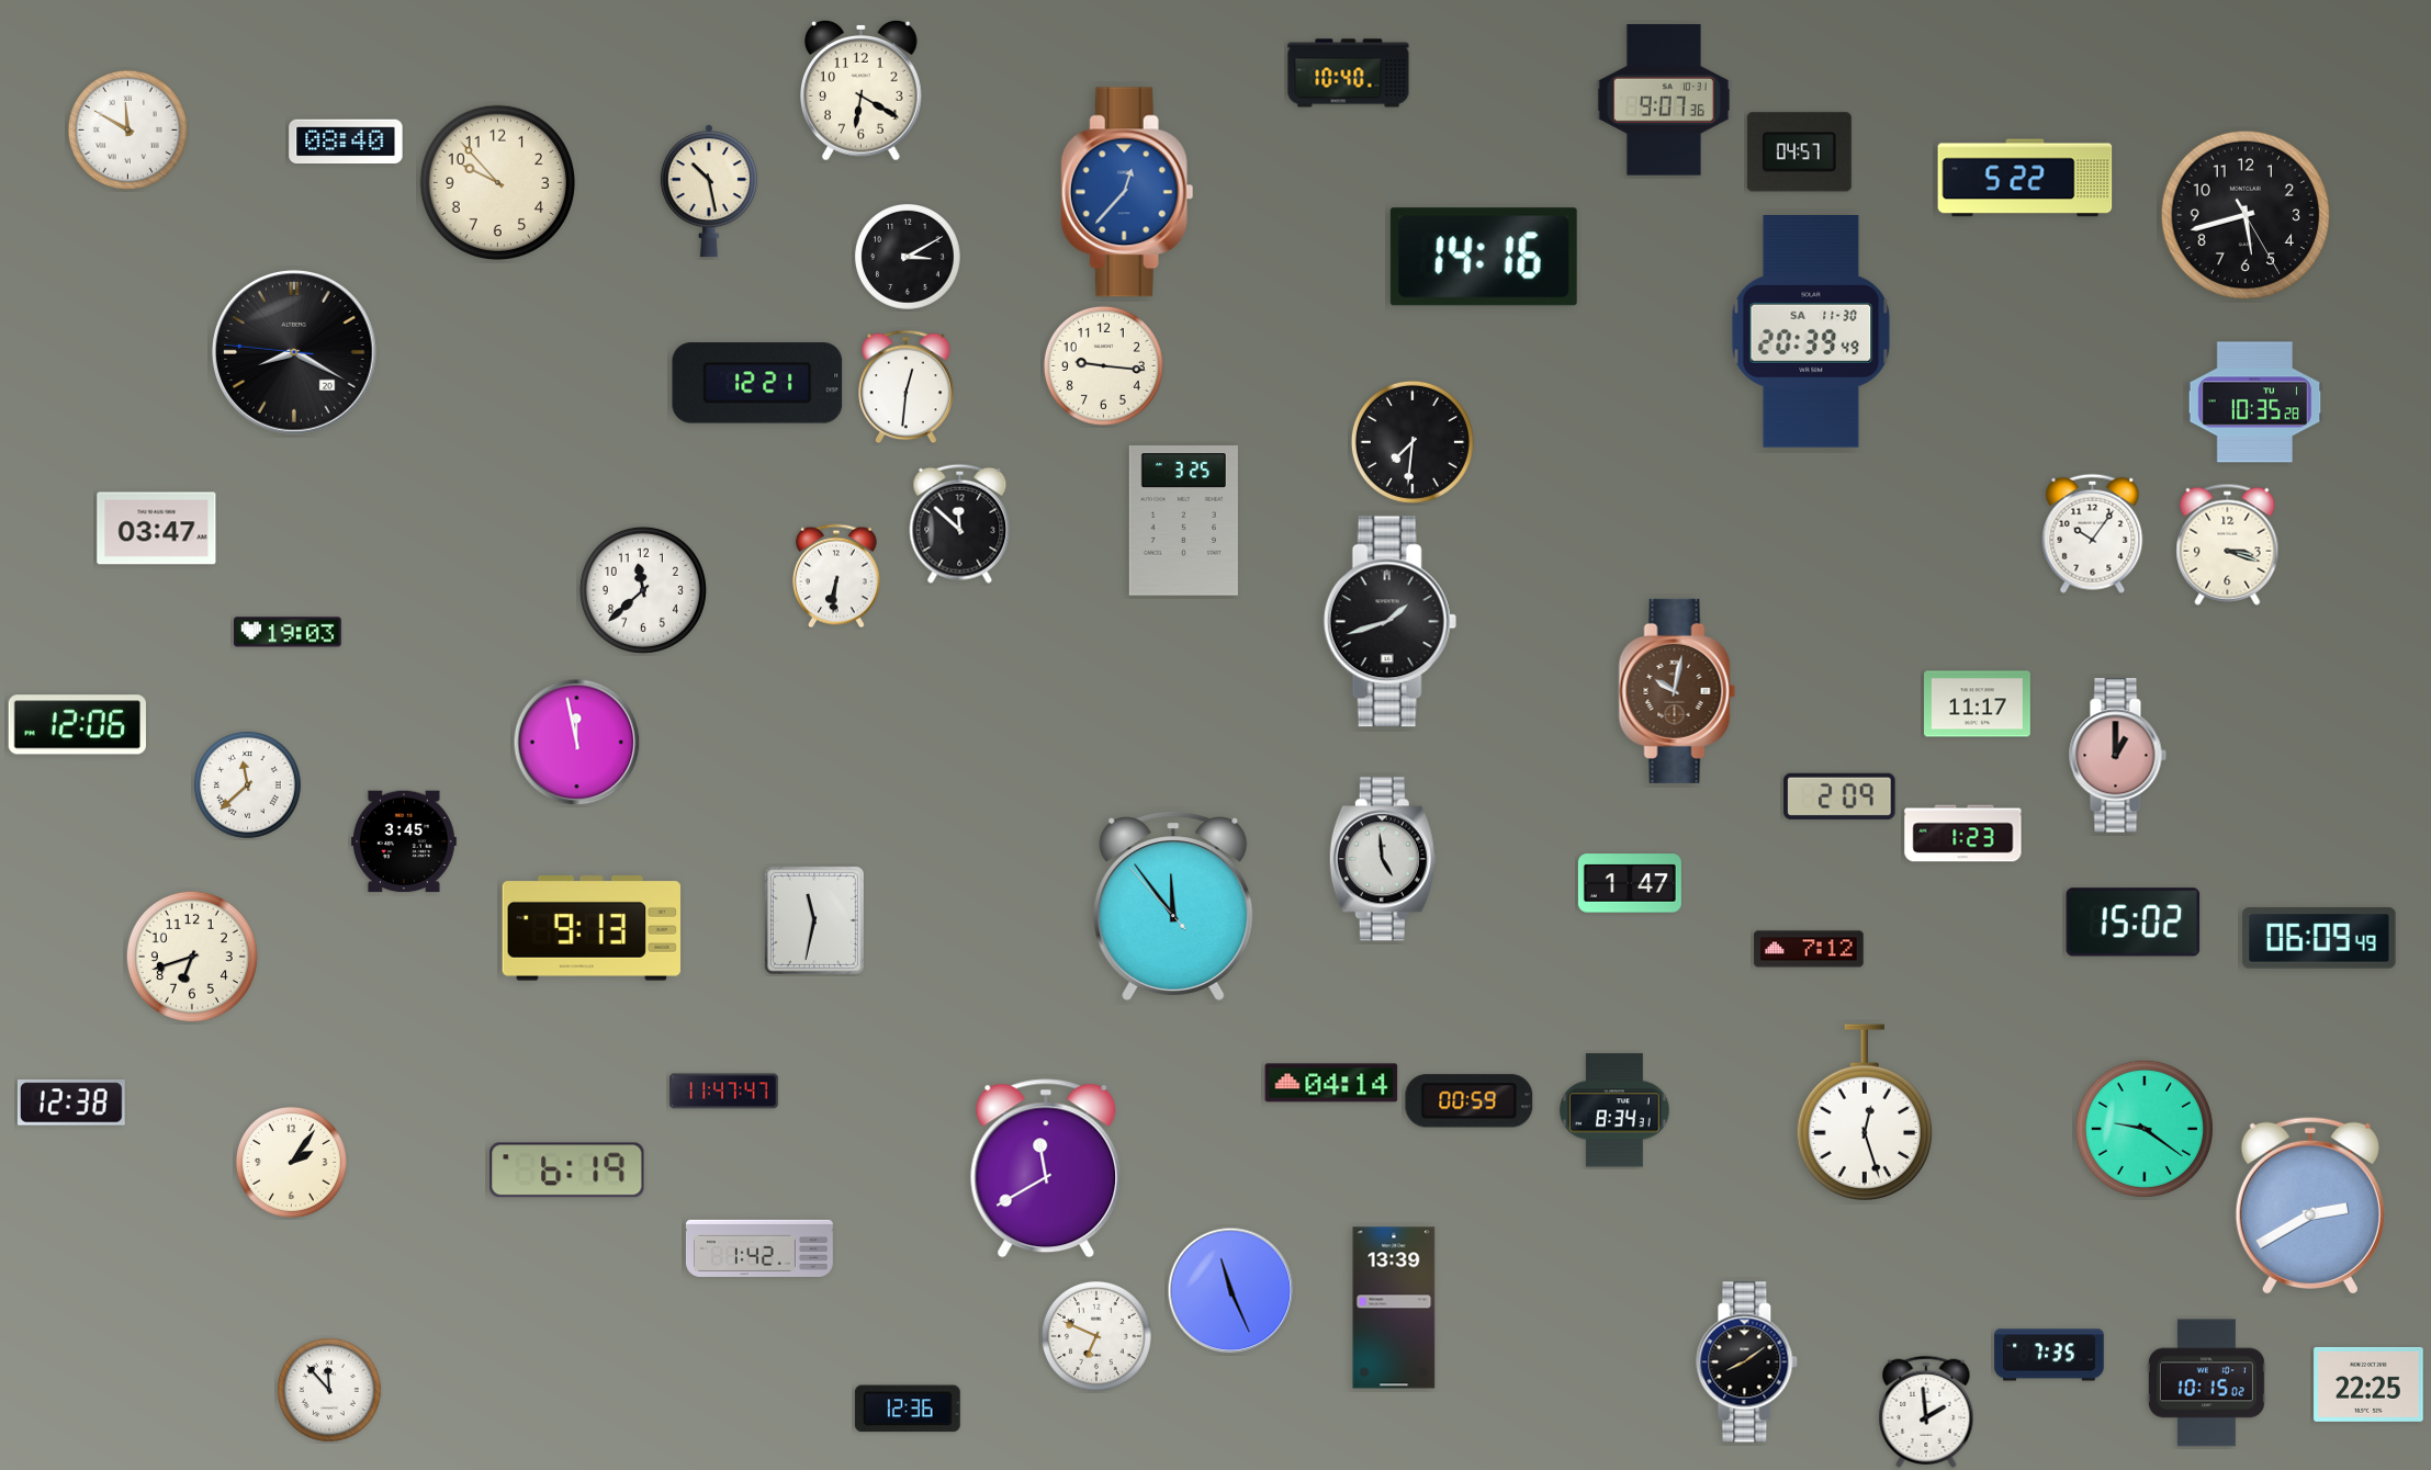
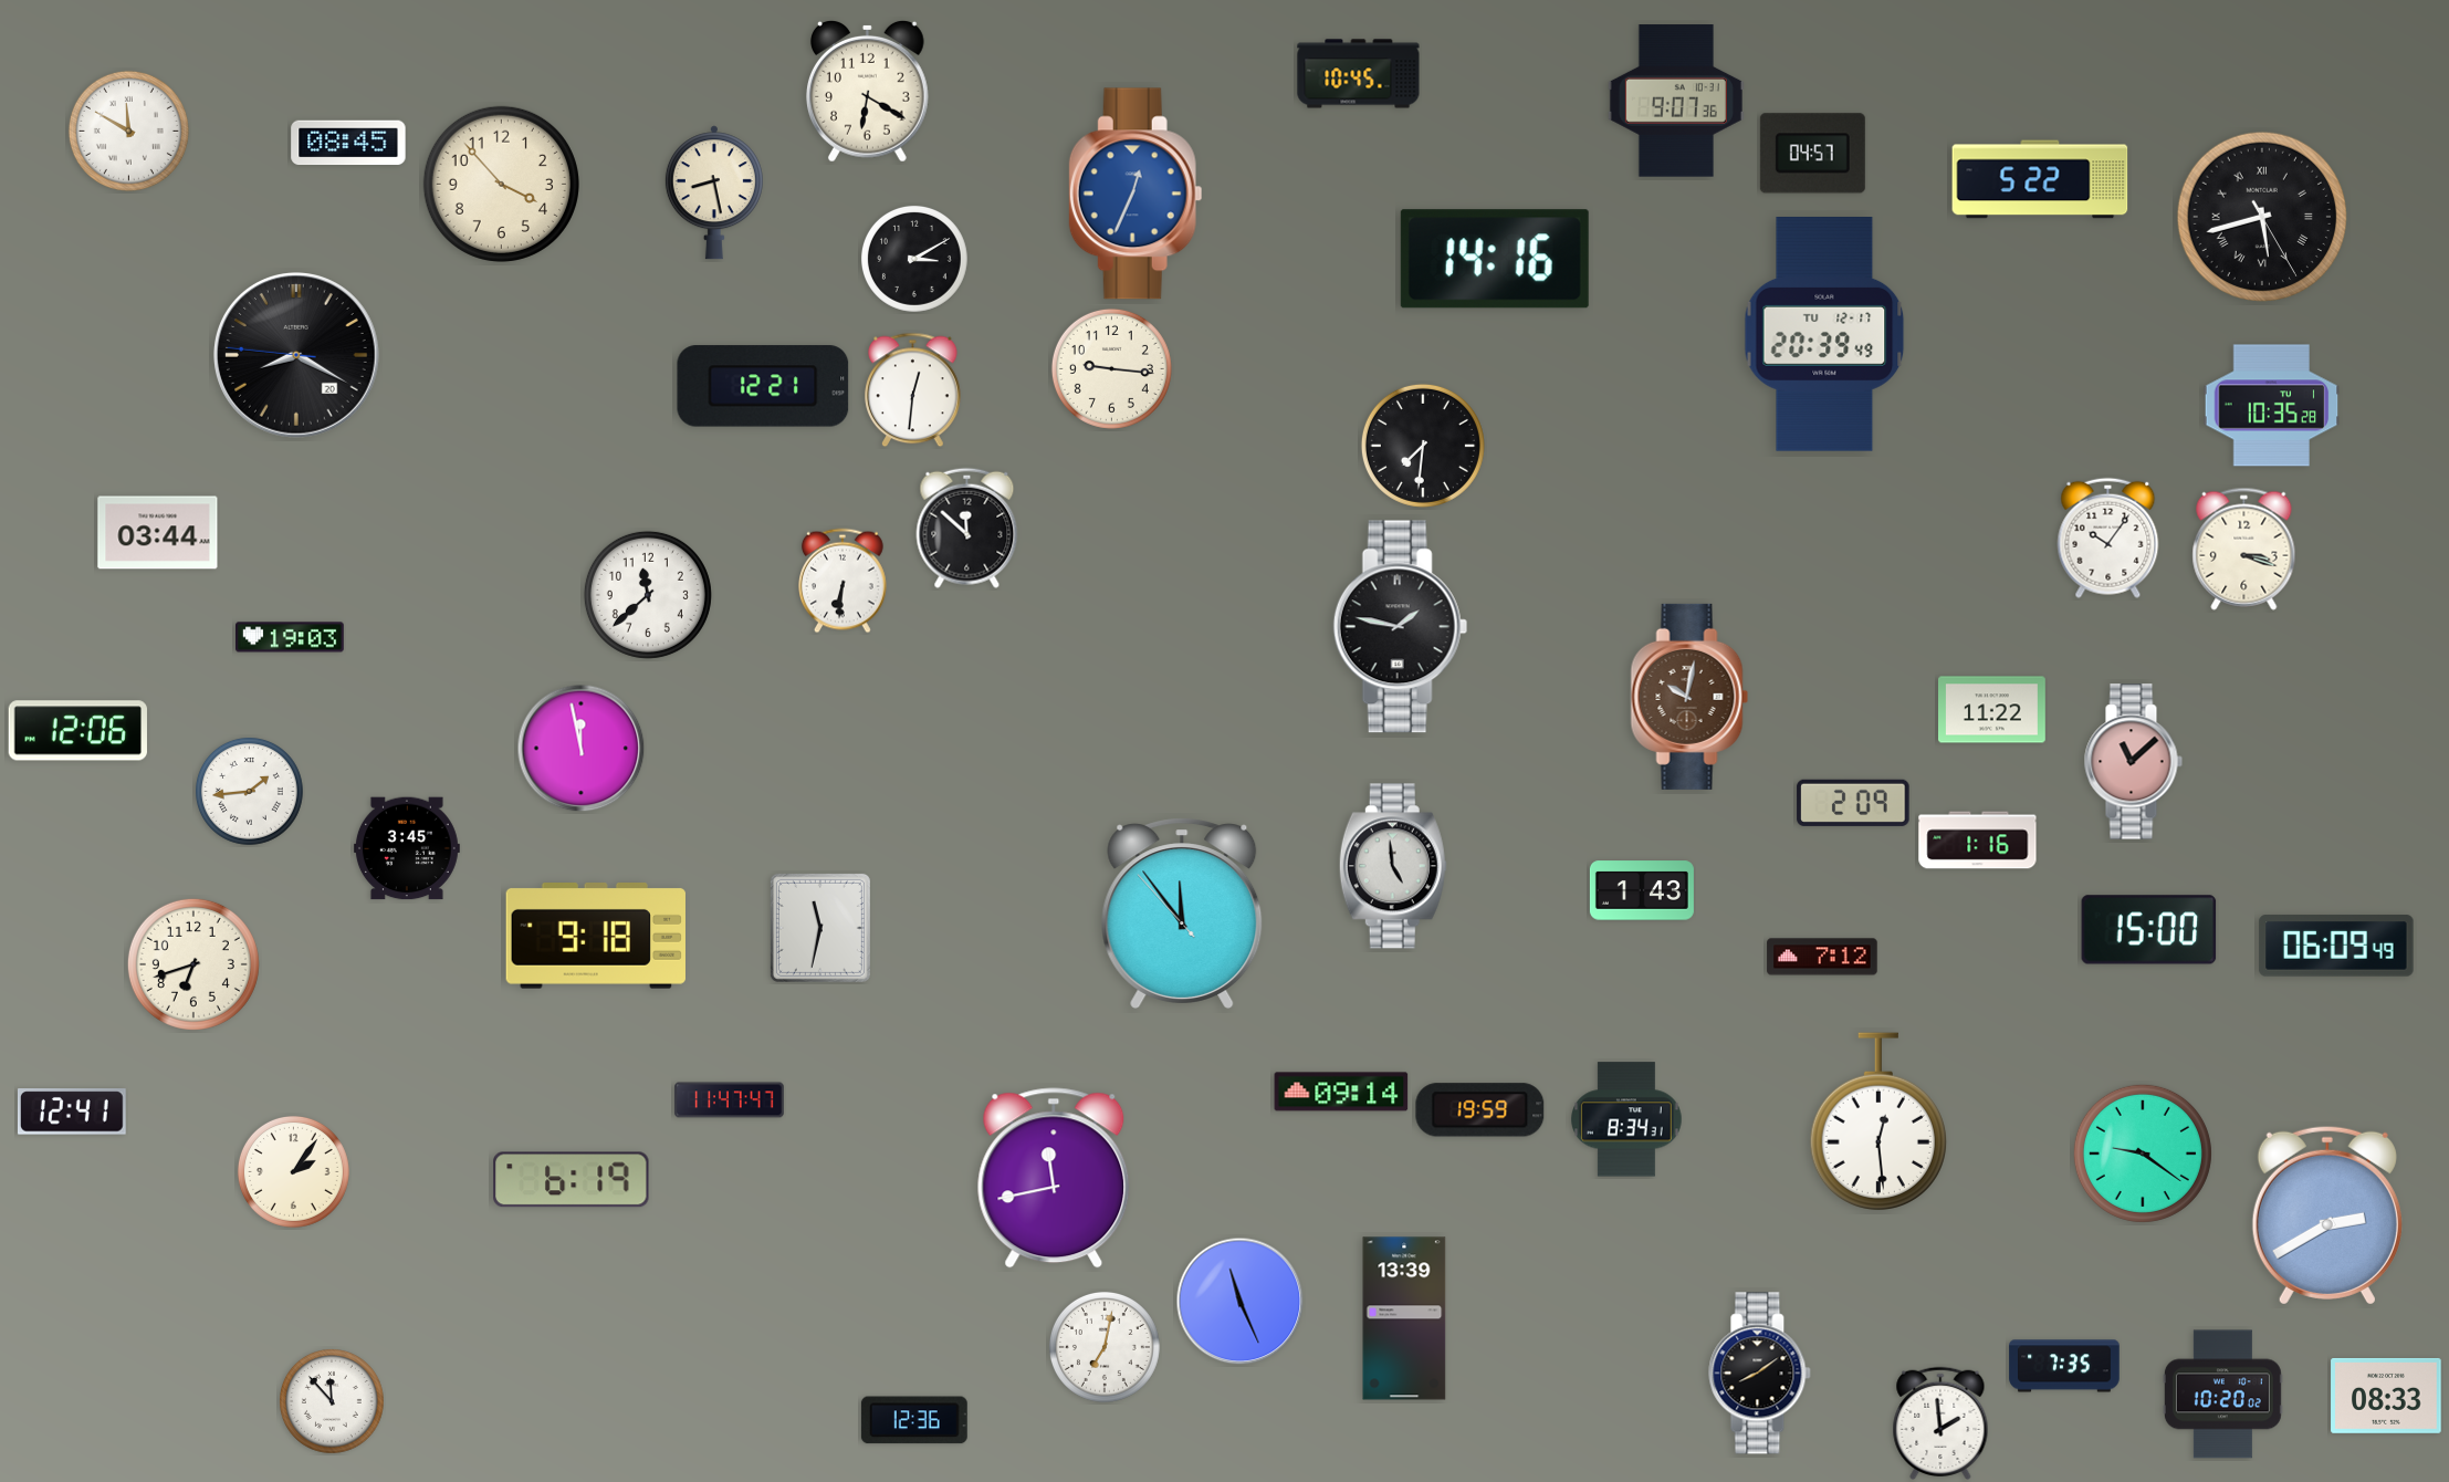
clock at (1349, 73): 10:40 -> 10:45
clock at (346, 142): 08:40 -> 08:45
clock at (497, 182): 9:53 -> 3:53
clock at (709, 191): 10:28 -> 8:28
clock at (1127, 192): 12:37 -> 12:34
clock at (2244, 214) numerals: Arabic -> Roman
clock at (1811, 332) date: SA 11-30 -> TU 12-17
clock at (1183, 521): 3:25 -> none
clock at (157, 529): 03:47 -> 03:44
clock at (1389, 622): 1:42 -> 1:47
clock at (1978, 704): 11:17 -> 11:22
clock at (2117, 756): 1:00 -> 11:08
clock at (247, 784): 11:38 -> 1:44
clock at (1963, 834): 1:23 -> 1:16
clock at (1630, 883): 1:47 -> 1:43
clock at (2134, 923): 15:02 -> 15:00
clock at (592, 929): 9:13 -> 9:18
clock at (1331, 1083): 04:14 -> 09:14
clock at (1470, 1101): 00:59 -> 19:59
clock at (71, 1102): 12:38 -> 12:41
clock at (1865, 1112): 12:27 -> 12:29
clock at (2145, 1129) position: (2145, 1129) -> (2143, 1154)
clock at (1046, 1168): 11:40 -> 11:43
clock at (759, 1248): 1:42 -> none
clock at (1096, 1336): 6:49 -> 7:02
clock at (2206, 1383): 10:15 -> 10:20
clock at (2368, 1384): 22:25 -> 08:33
